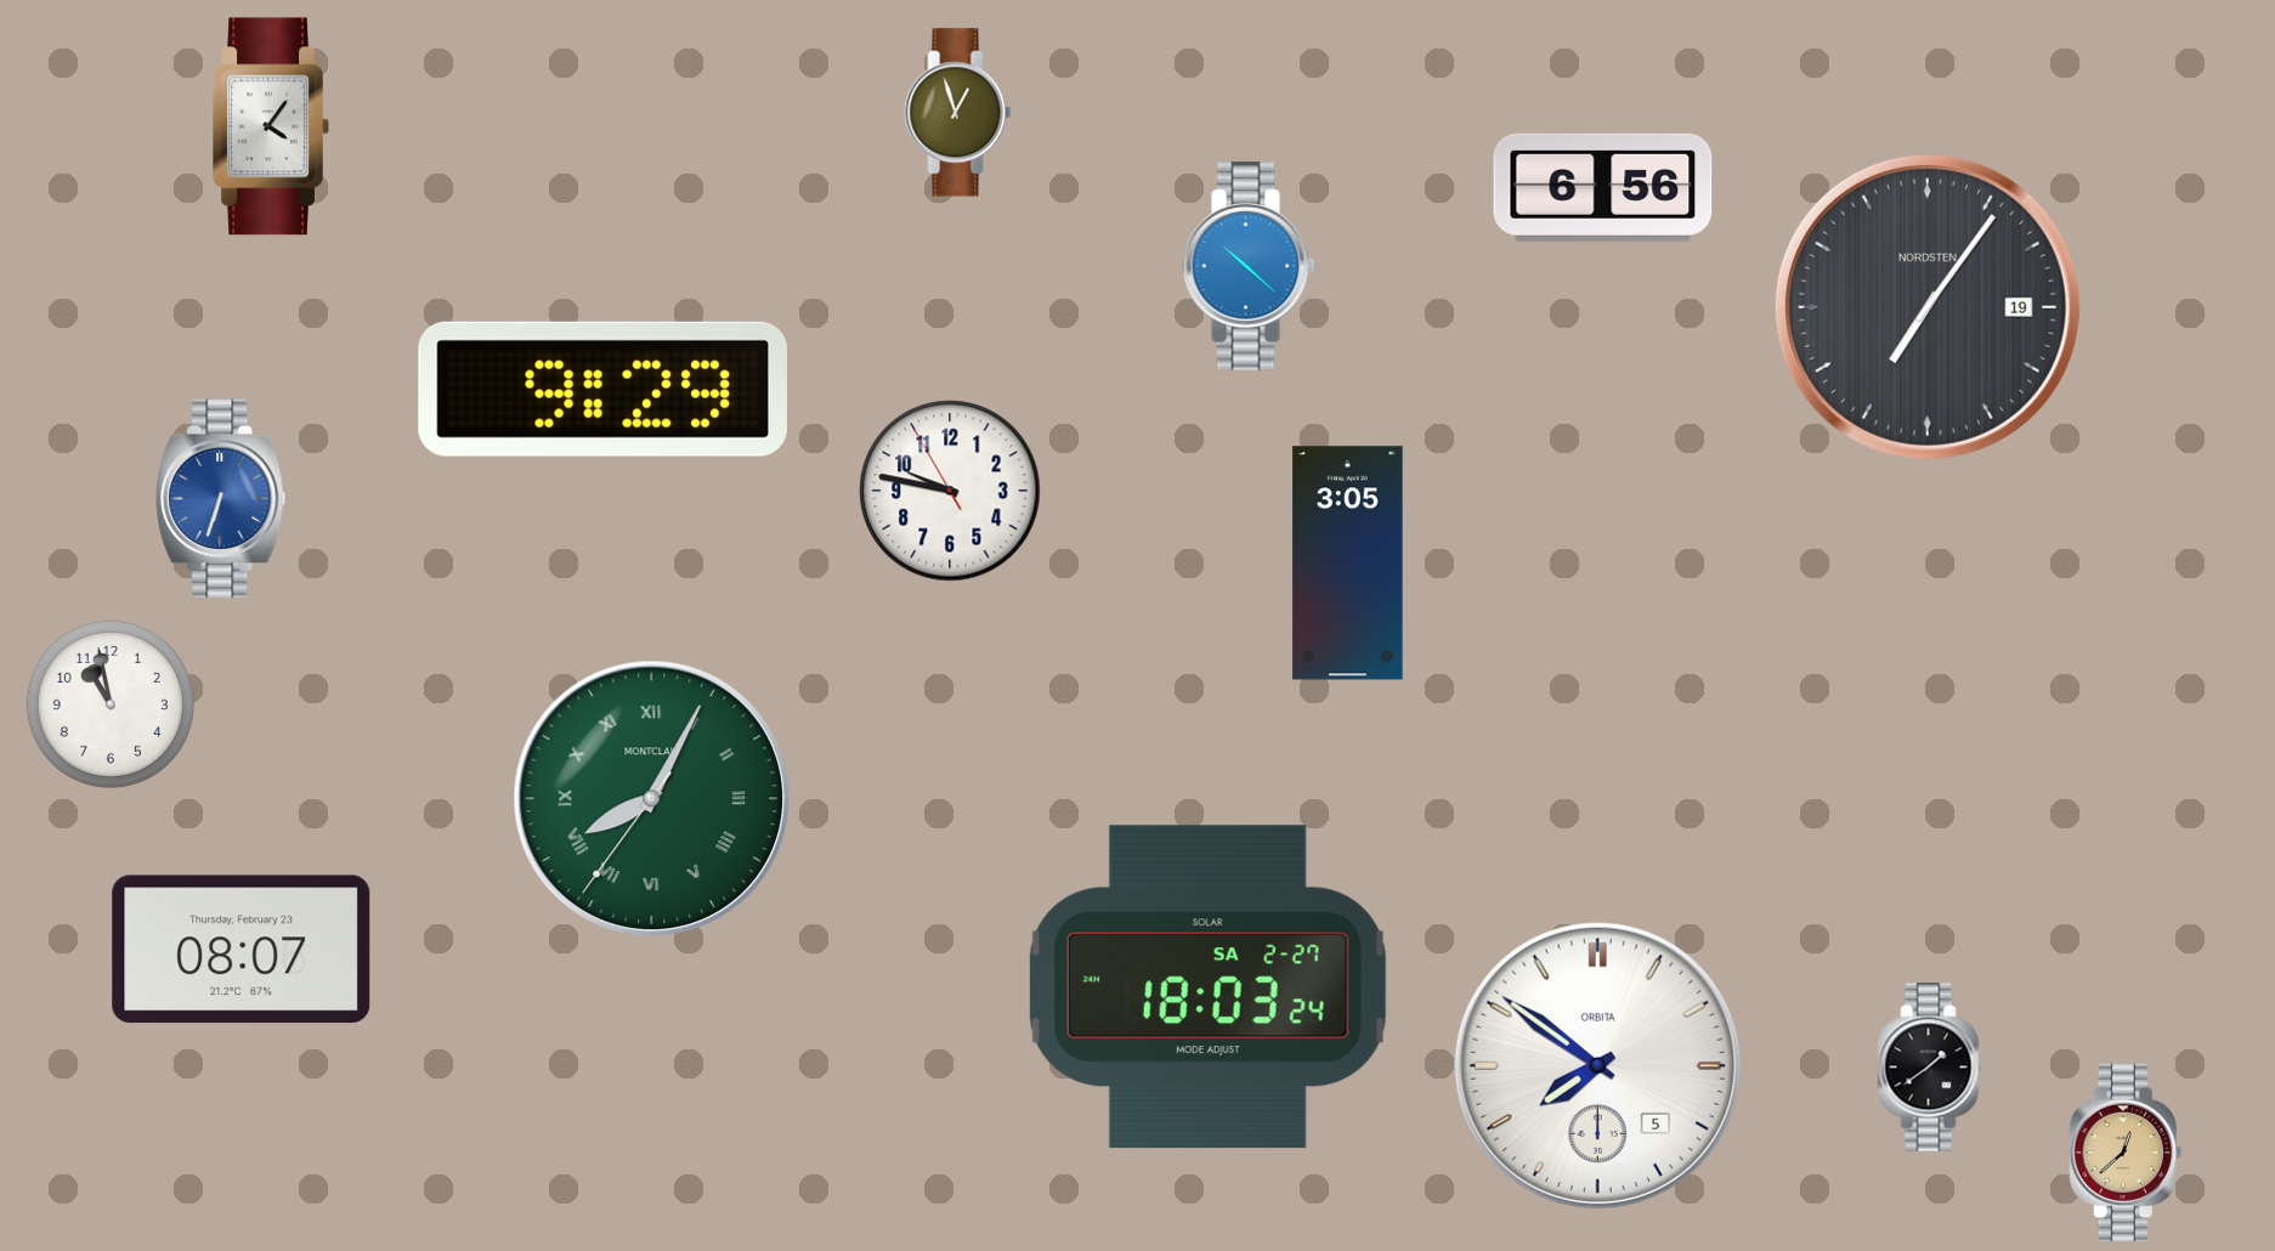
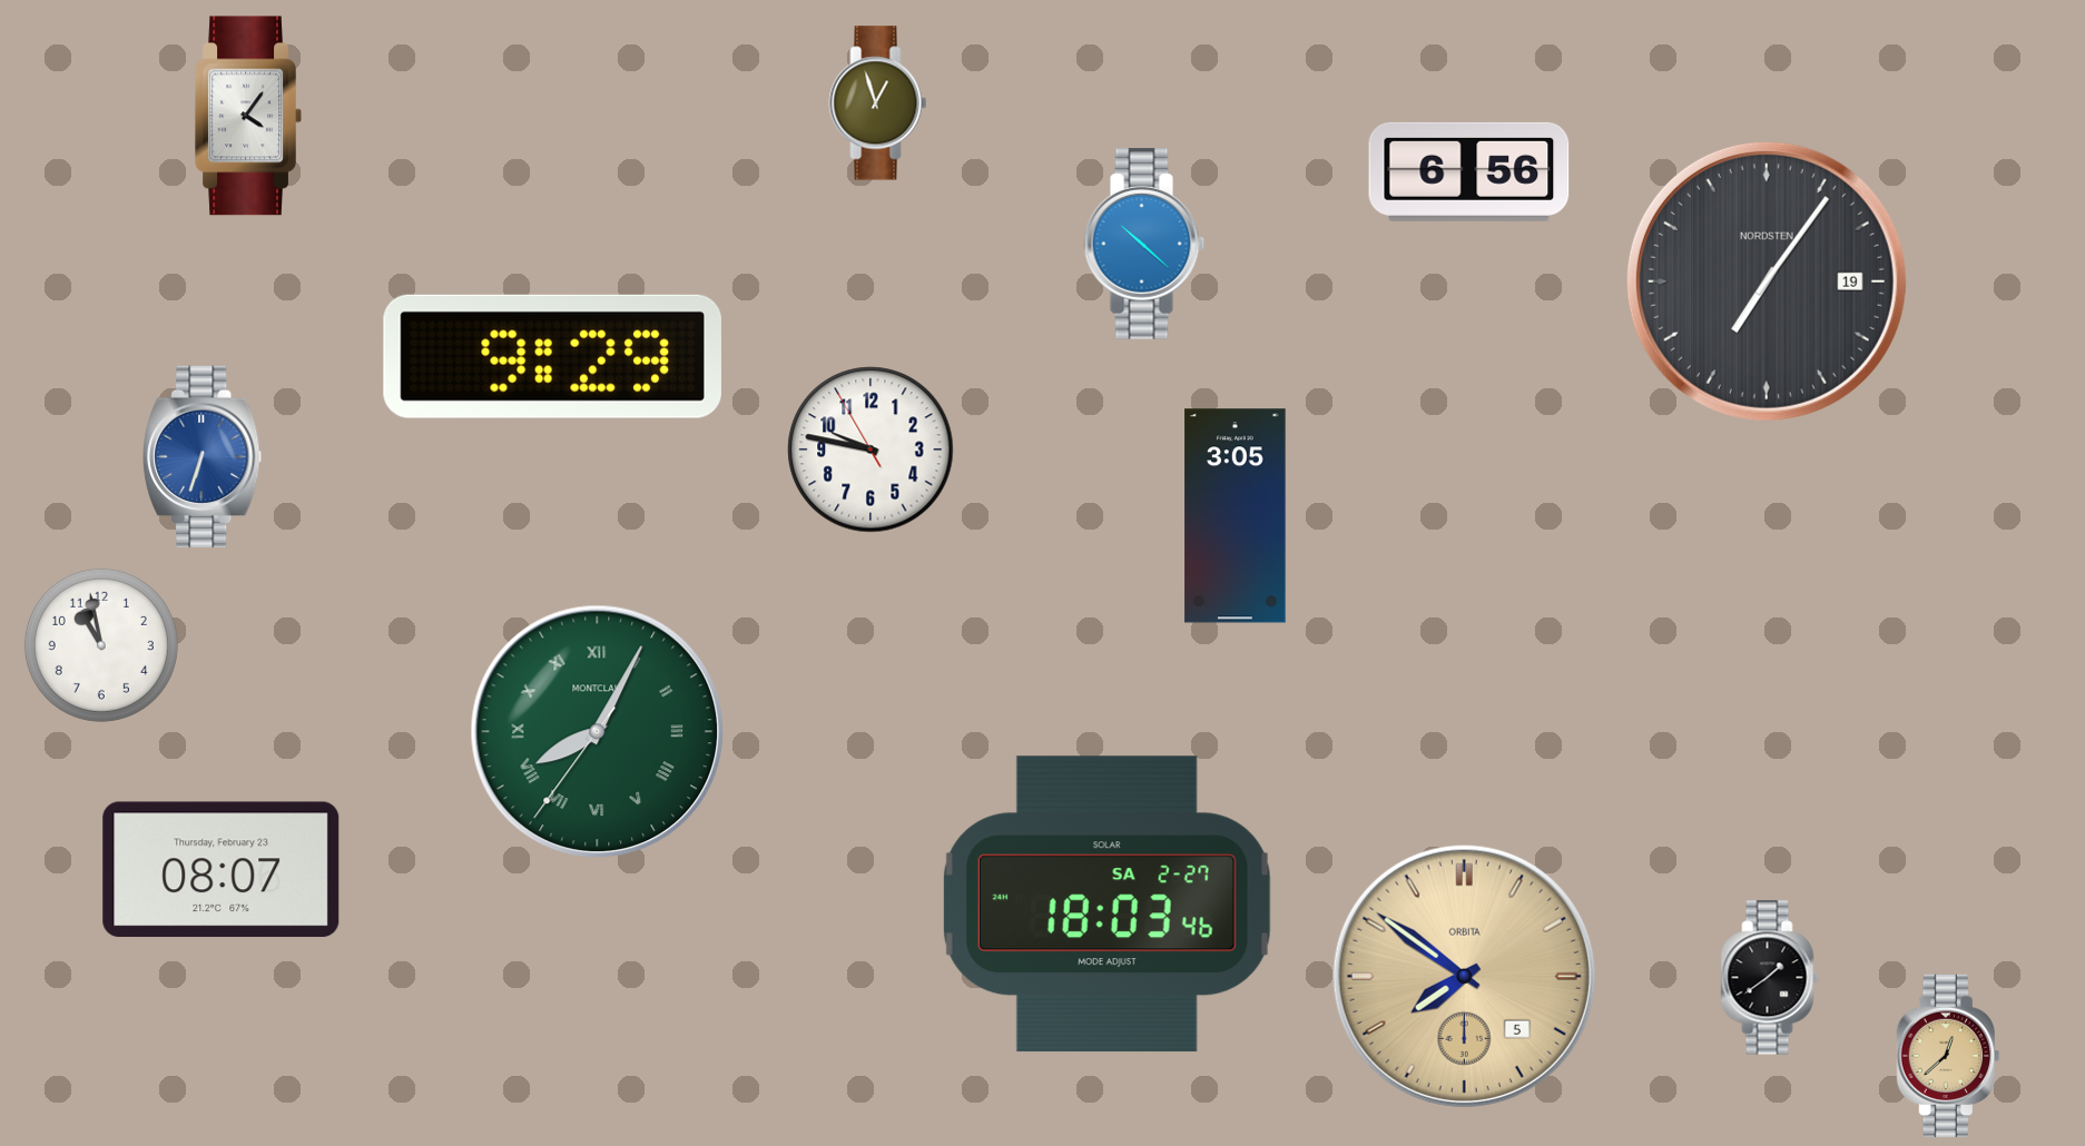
clock at (1207, 987): 18:03:24 -> 18:03:46
clock at (1597, 1065) dial: white -> champagne
